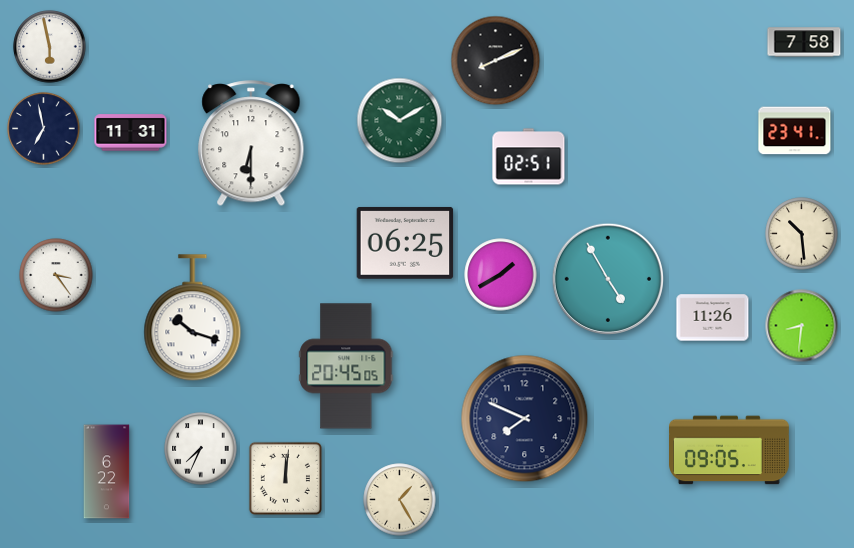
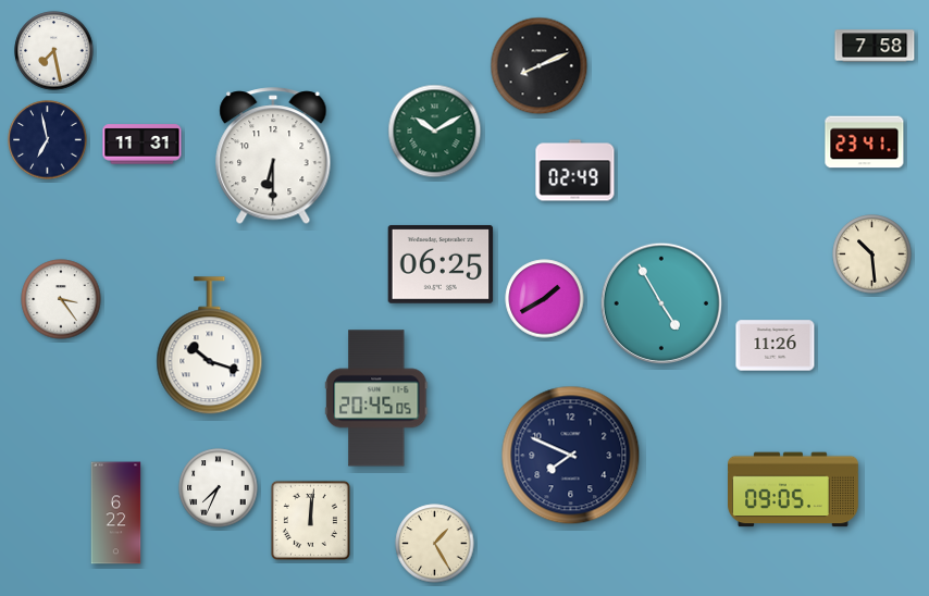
clock at (50, 47): 5:58 -> 7:28
clock at (529, 157): 02:51 -> 02:49
clock at (802, 326): 8:31 -> none
